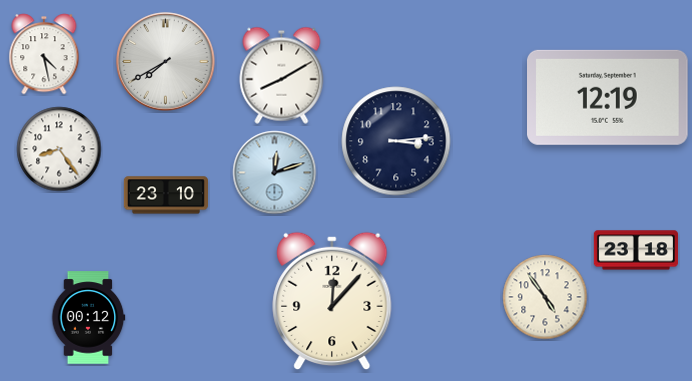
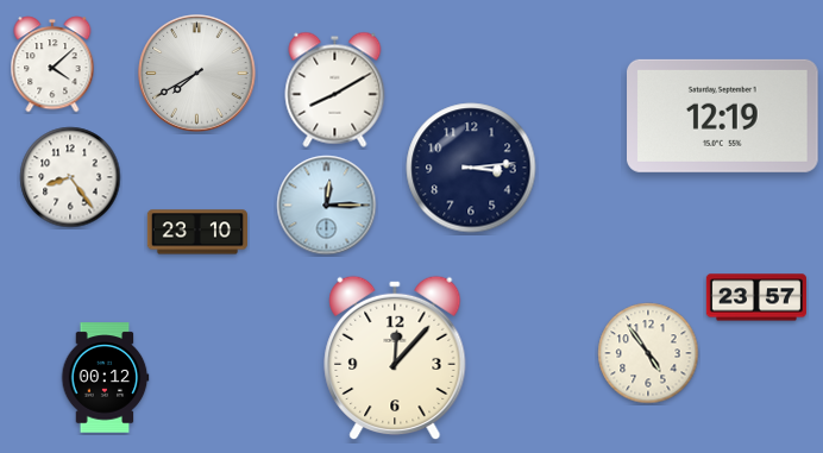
clock at (44, 54): 4:28 -> 4:08
clock at (275, 173): 12:12 -> 12:15
clock at (636, 250): 23:18 -> 23:57
